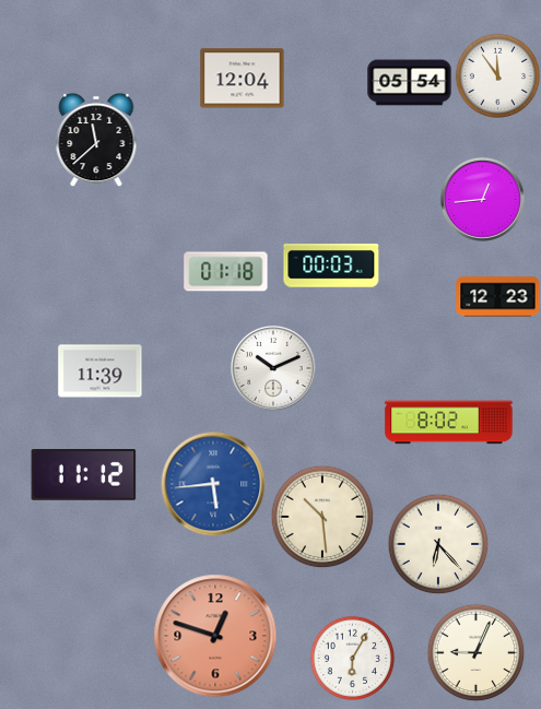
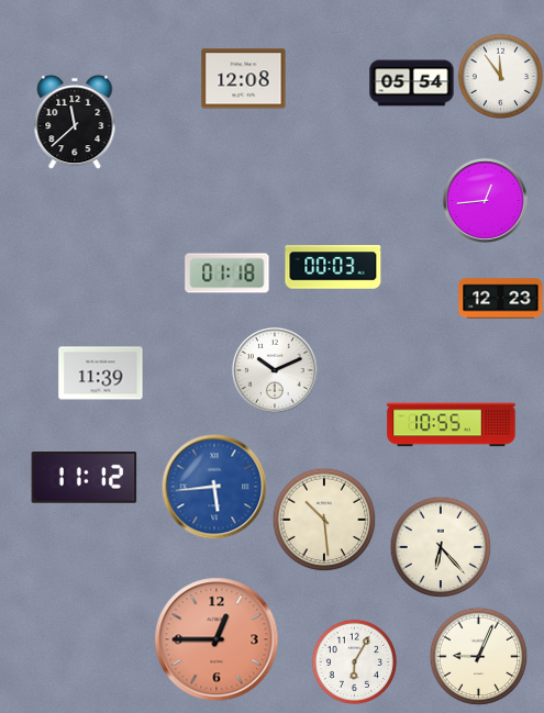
clock at (243, 79): 12:04 -> 12:08
clock at (96, 140) position: (96, 140) -> (75, 122)
clock at (449, 423): 8:02 -> 10:55
clock at (215, 636): 12:48 -> 12:45
